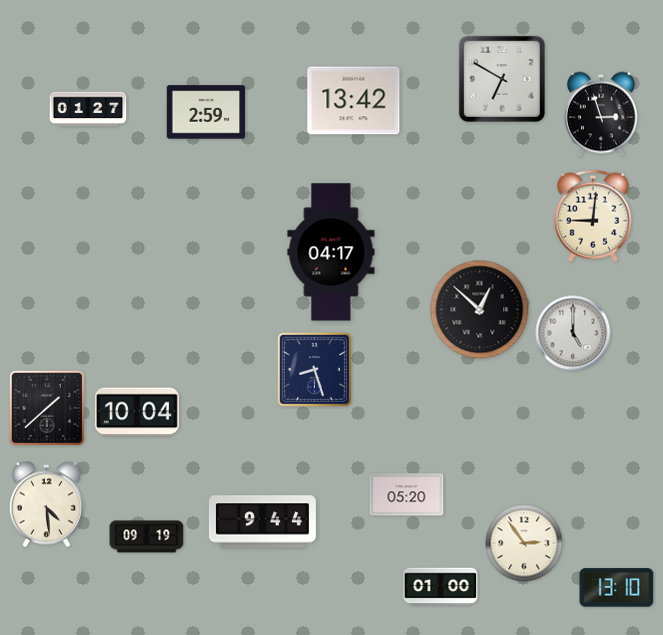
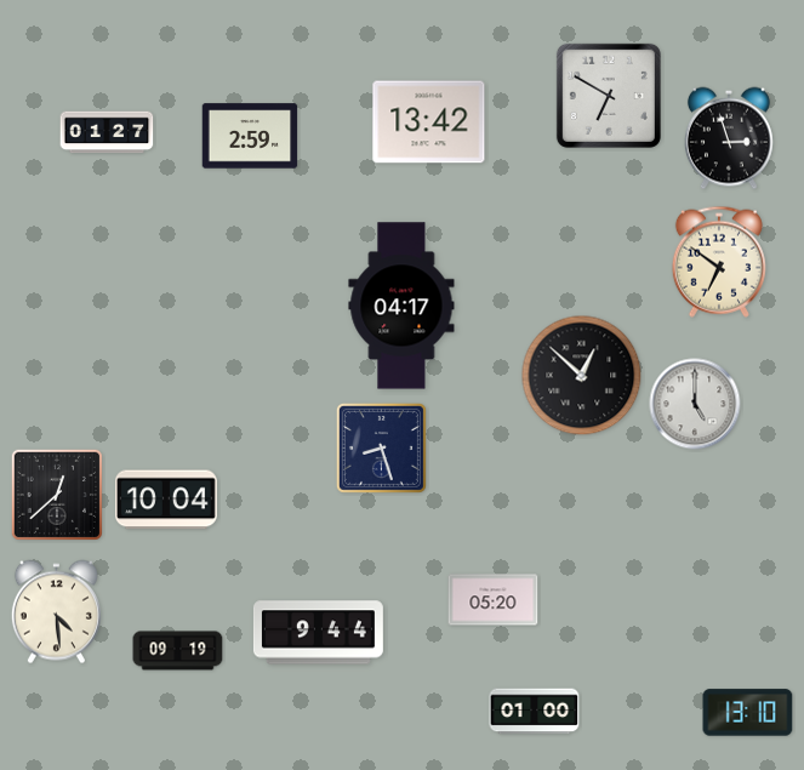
clock at (593, 216): 9:01 -> 6:51
clock at (47, 408): 1:38 -> 12:38
clock at (524, 543): 2:54 -> none
